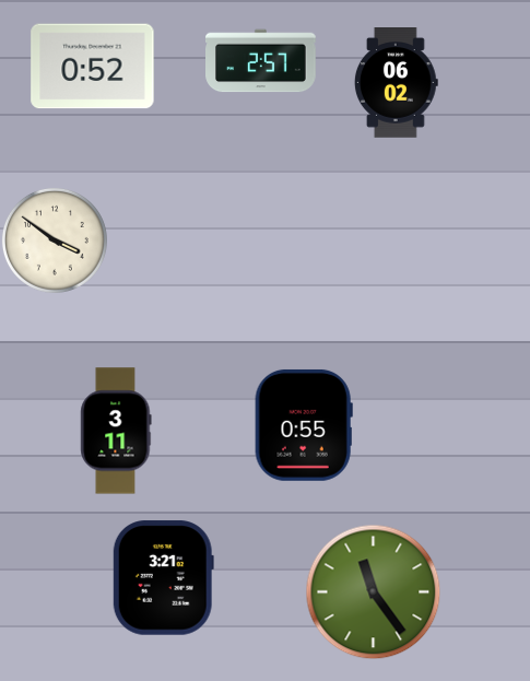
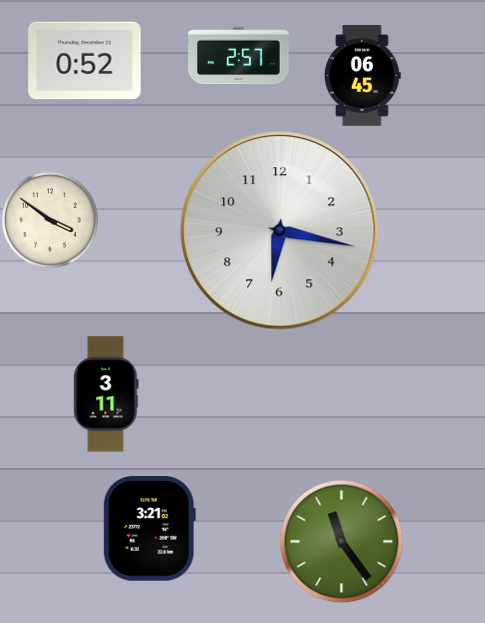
clock at (396, 83): 06:02 -> 06:45
clock at (280, 231): none -> 6:17
clock at (304, 425): 0:55 -> none
